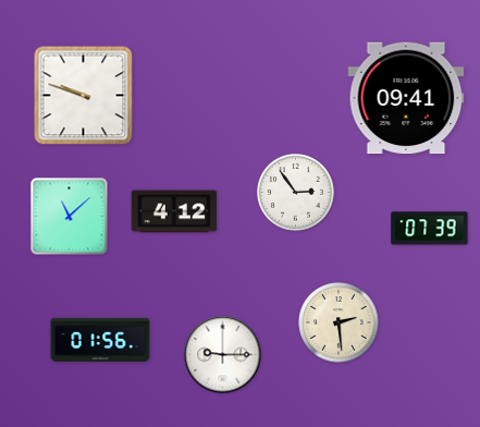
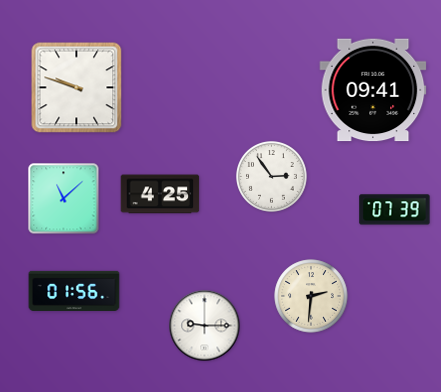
clock at (174, 211): 4:12 -> 4:25
clock at (339, 322): 2:29 -> 2:31
clock at (100, 340) position: (100, 340) -> (74, 291)
